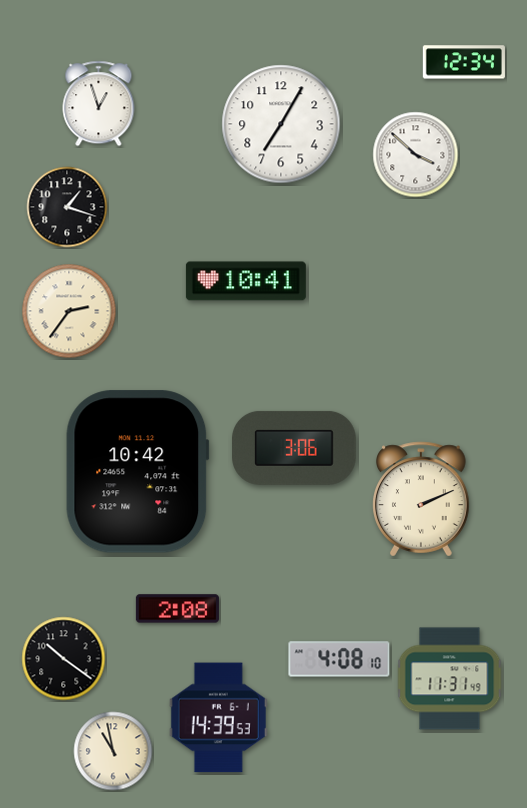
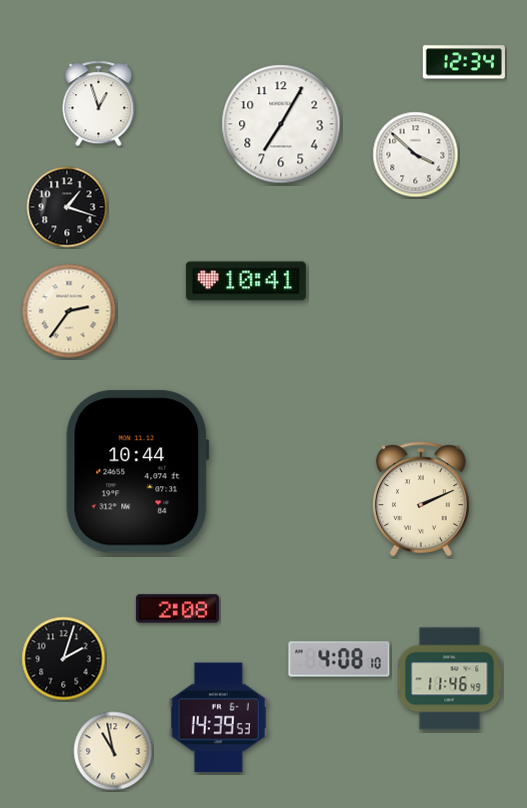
clock at (294, 448): 3:06 -> none
clock at (138, 472): 10:42 -> 10:44
clock at (64, 659): 10:21 -> 2:03
clock at (450, 679): 11:31 -> 11:46
